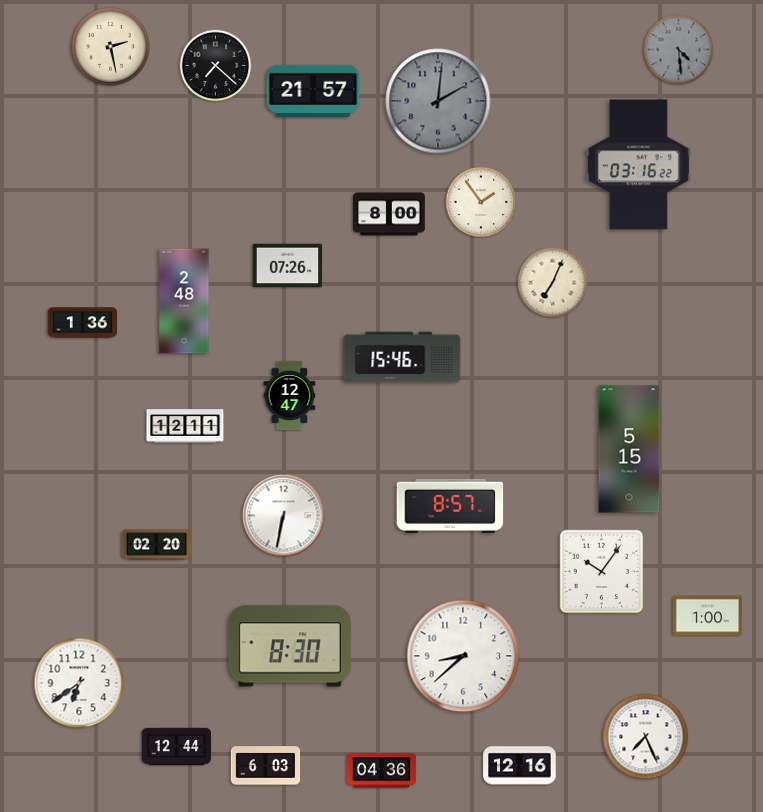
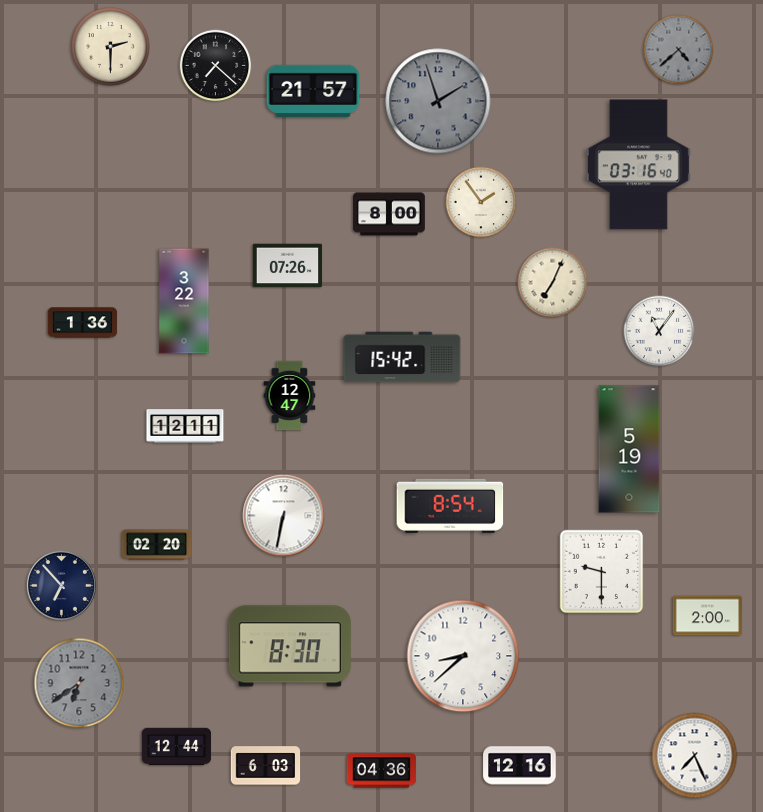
clock at (111, 47): 2:28 -> 2:30
clock at (679, 50): 4:29 -> 4:38
clock at (438, 101): 2:01 -> 1:57
clock at (638, 165): 03:16:22 -> 03:16:40
clock at (184, 301): 2:48 -> 3:22
clock at (659, 331): none -> 11:06
clock at (402, 357): 15:46 -> 15:42
clock at (629, 449): 5:15 -> 5:19
clock at (450, 506): 8:57 -> 8:54
clock at (602, 572): 10:06 -> 9:30
clock at (61, 585): none -> 6:53
clock at (708, 616): 1:00 -> 2:00
clock at (79, 683) dial: white -> grey
clock at (646, 737) position: (646, 737) -> (695, 756)
